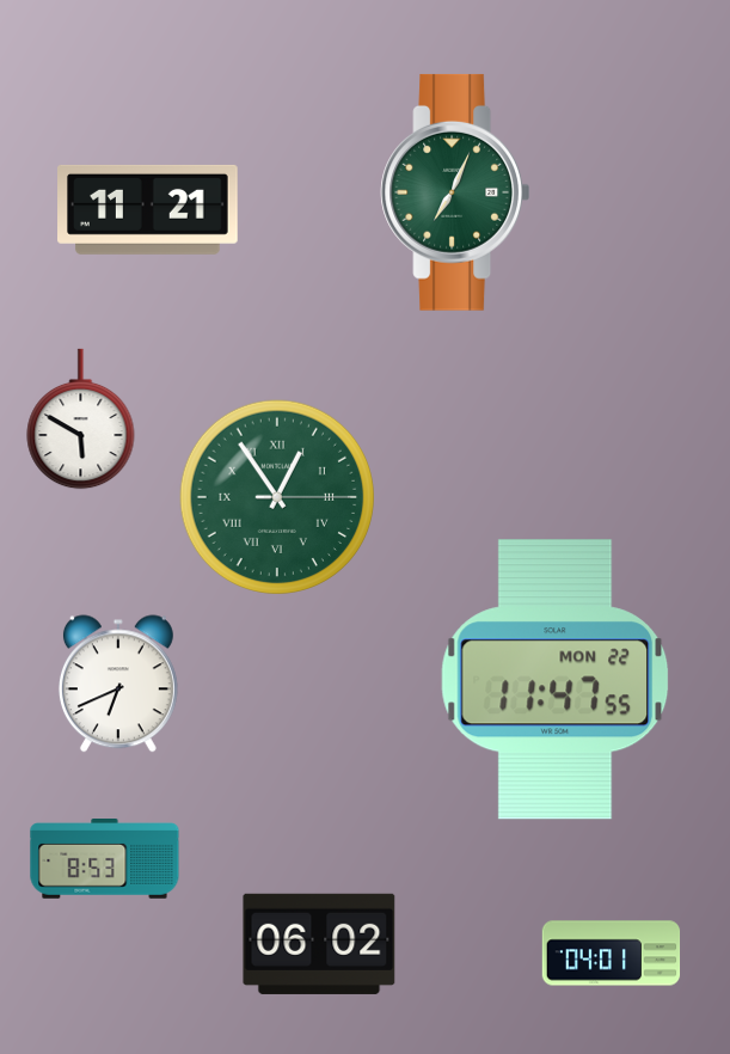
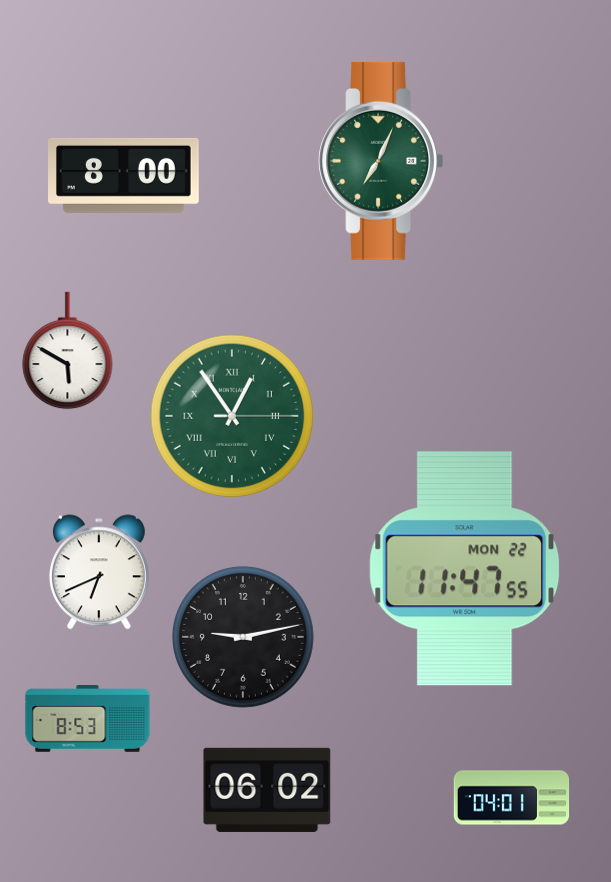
clock at (148, 209): 11:21 -> 8:00
clock at (243, 637): none -> 9:13
